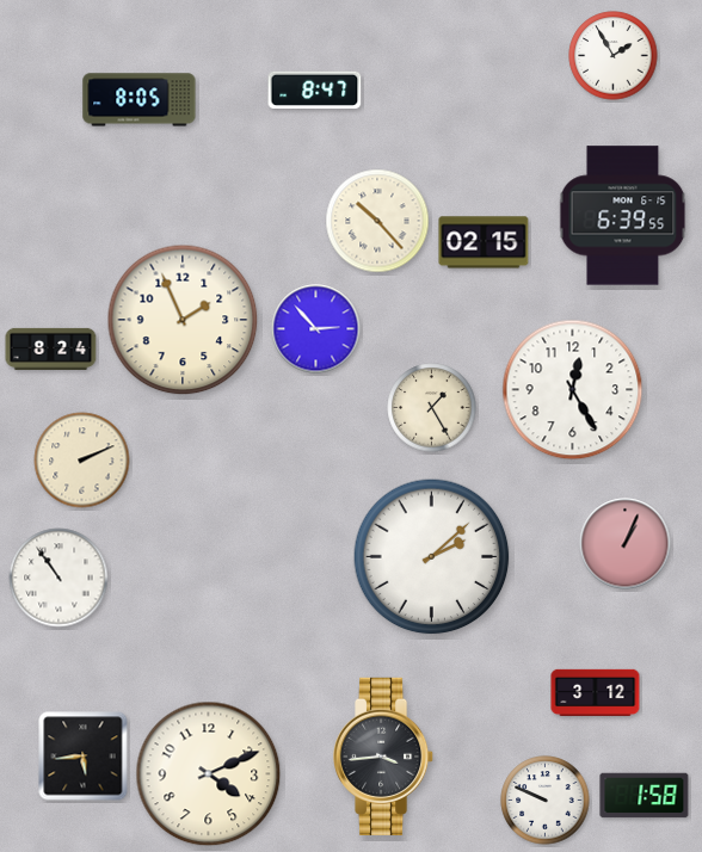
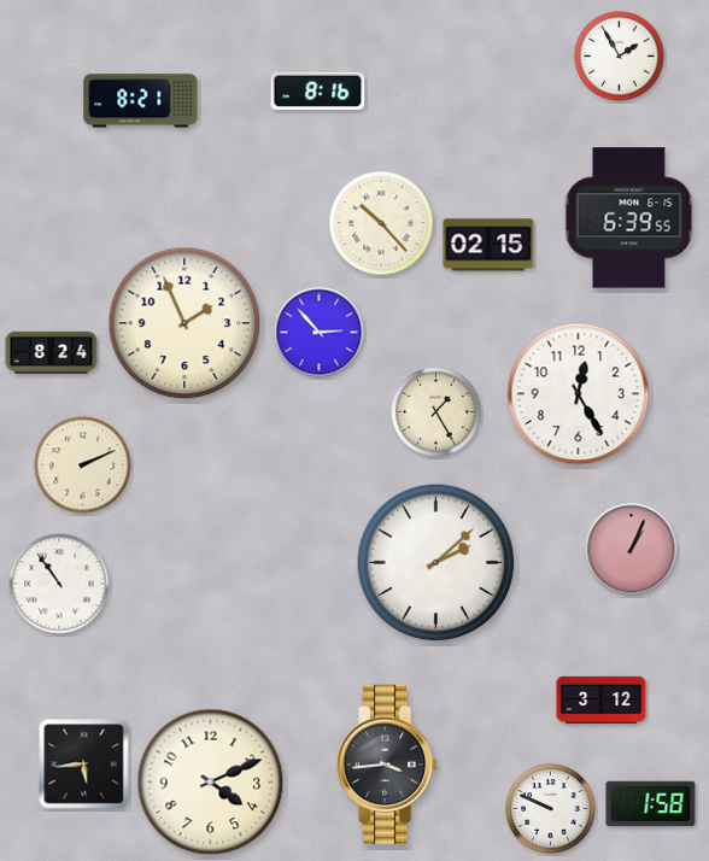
clock at (315, 89): 8:47 -> 8:16
clock at (140, 100): 8:05 -> 8:21
